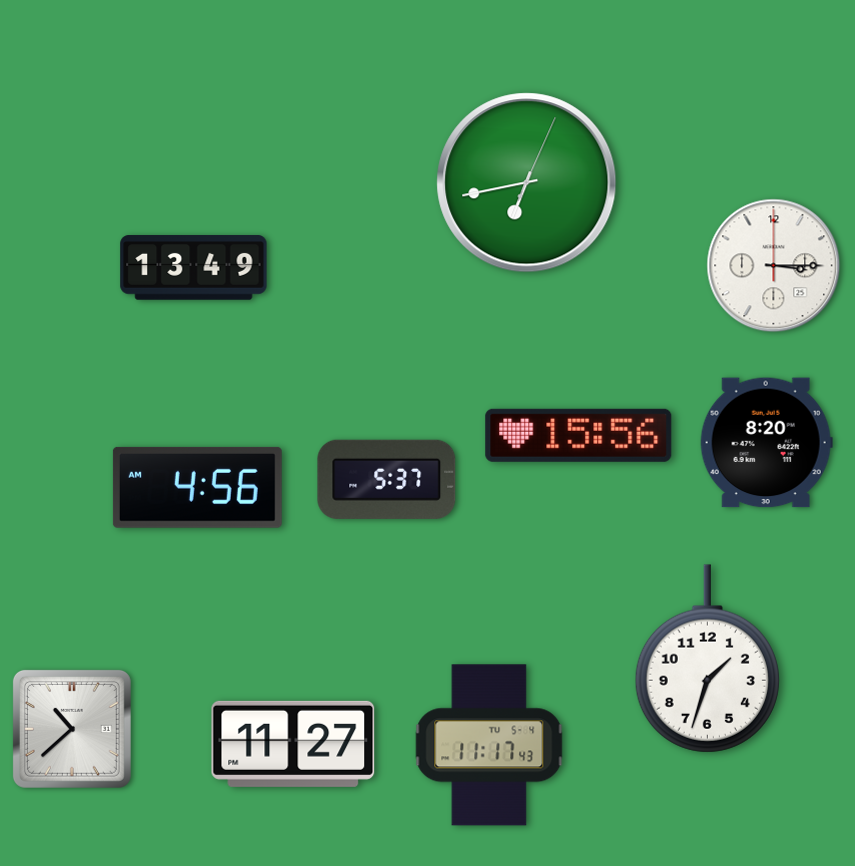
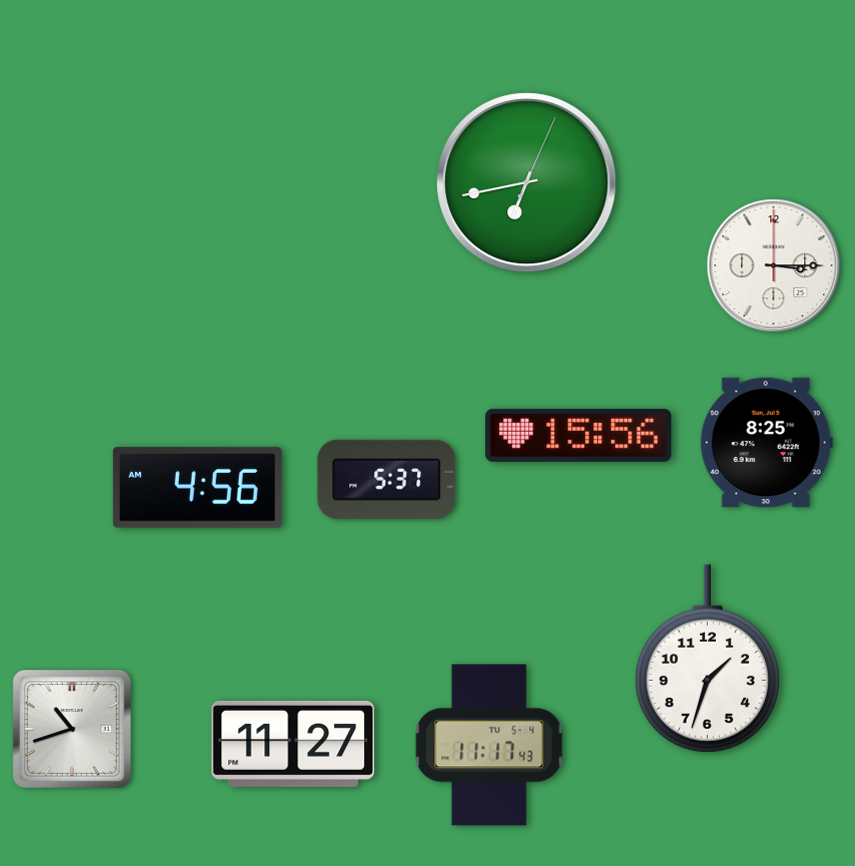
clock at (194, 268): 13:49 -> none
clock at (766, 443): 8:20 -> 8:25
clock at (72, 729): 10:38 -> 10:42
